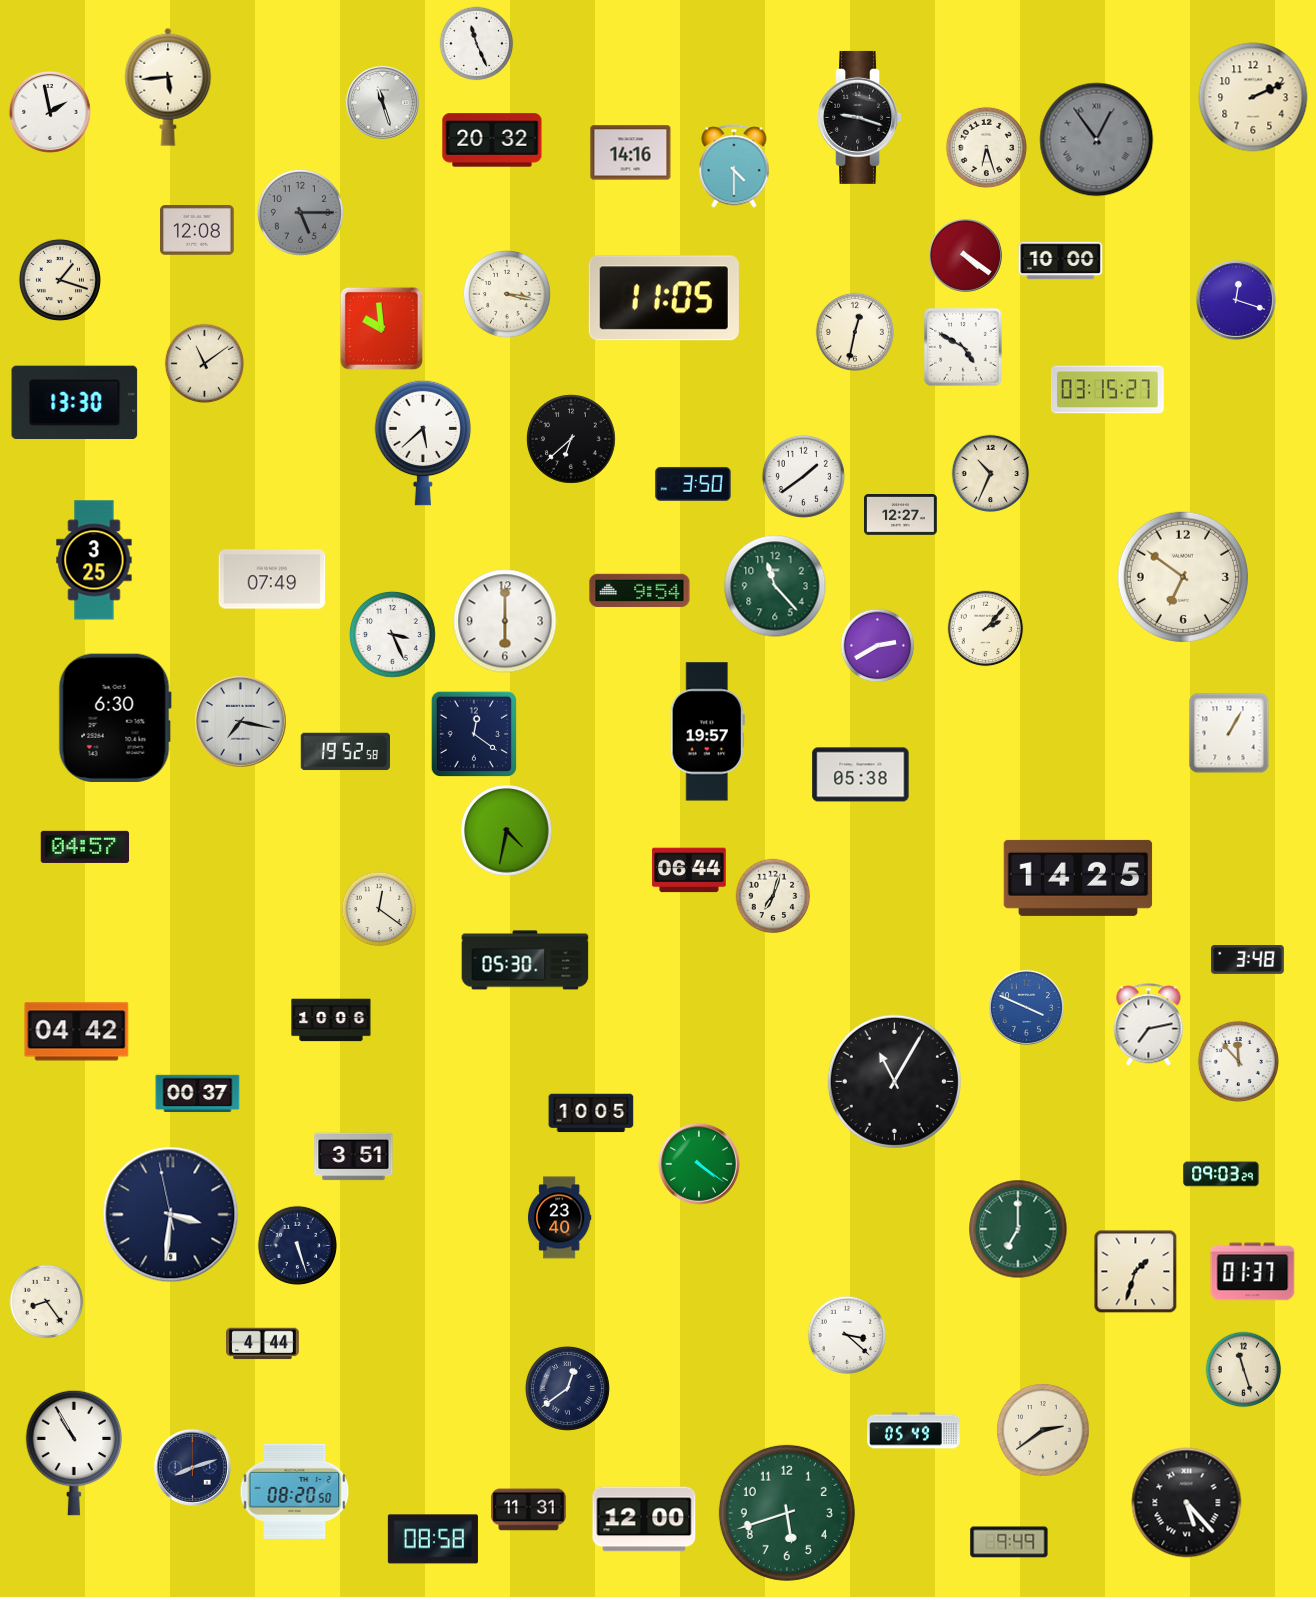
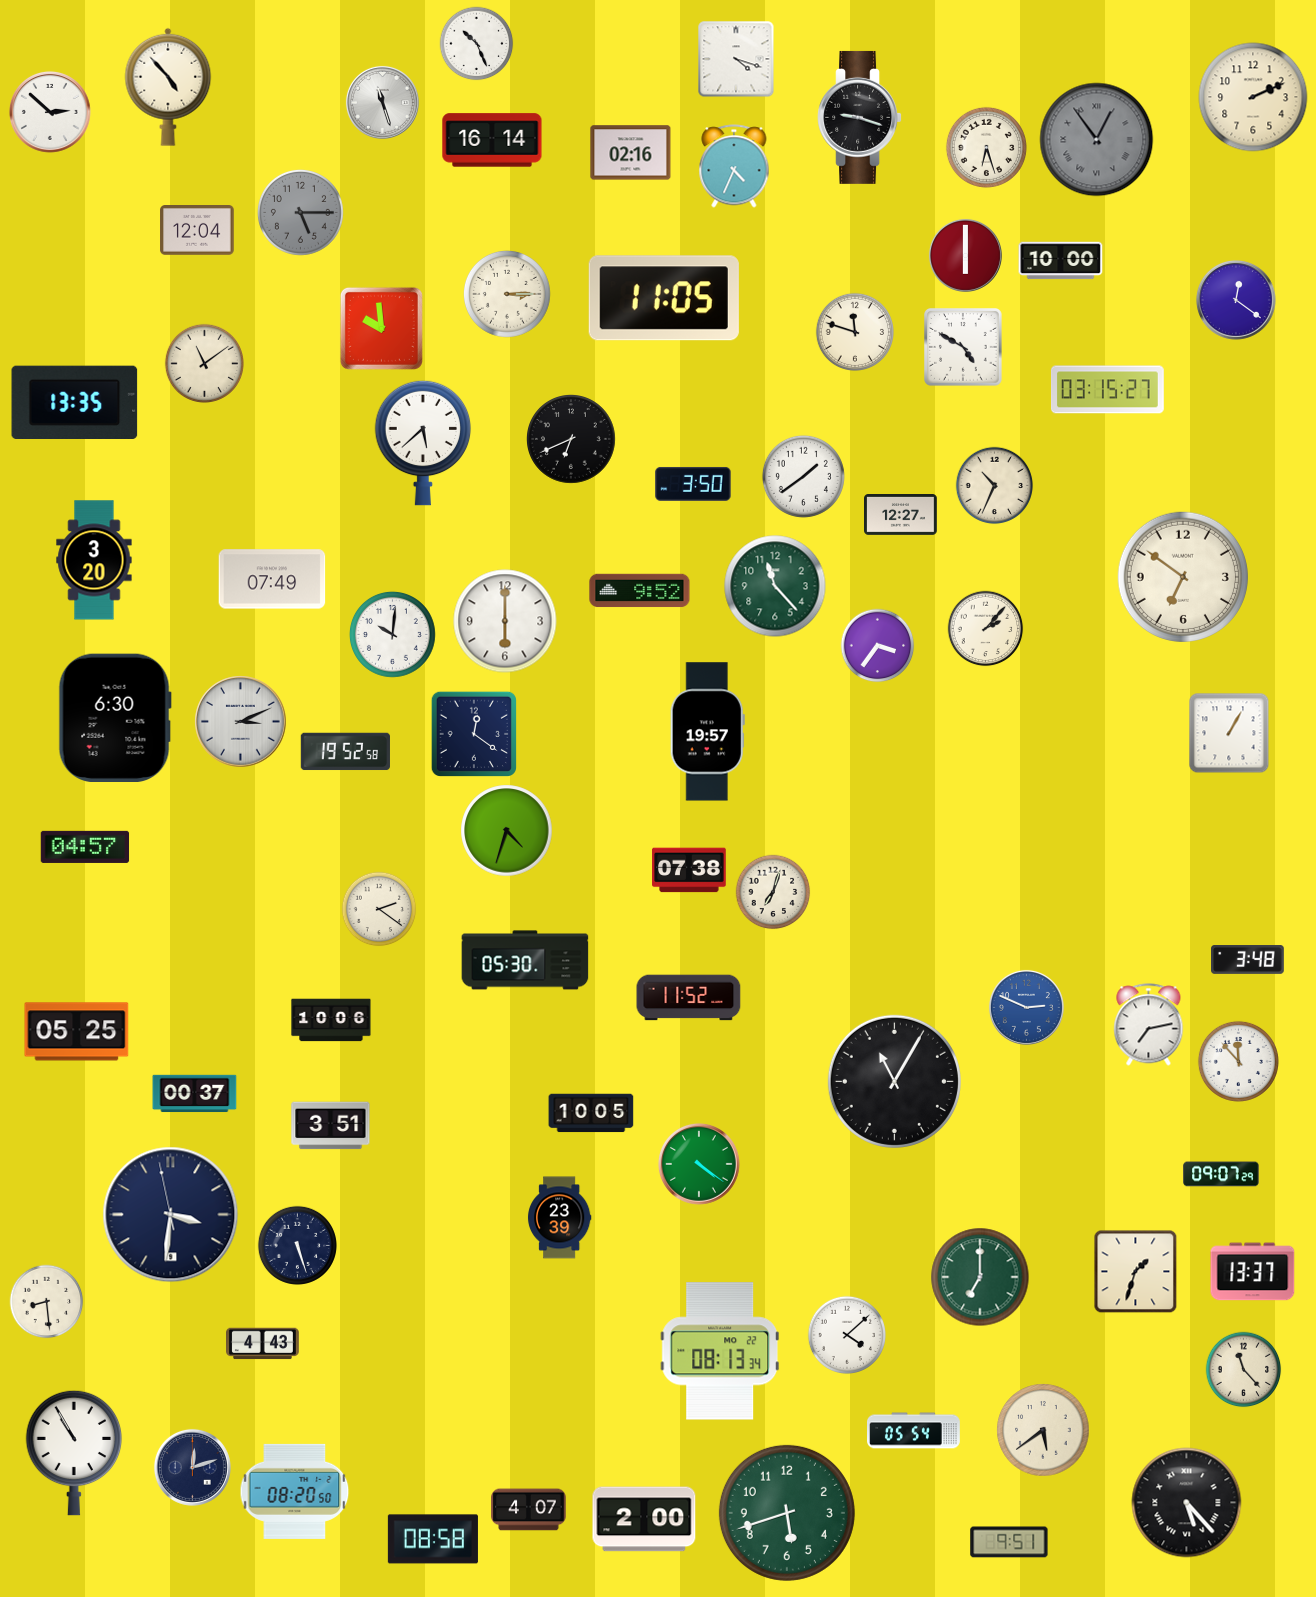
clock at (477, 44): 11:26 -> 10:26
clock at (736, 59): none -> 4:18
clock at (168, 87): 5:44 -> 4:53
clock at (50, 112): 1:58 -> 2:52
clock at (492, 140): 20:32 -> 16:14
clock at (631, 153): 14:16 -> 02:16
clock at (734, 166): 4:30 -> 4:34
clock at (197, 230): 12:08 -> 12:04
clock at (965, 255): 4:21 -> 6:00
clock at (60, 280): 1:18 -> none
clock at (508, 295): 3:17 -> 3:15
clock at (1236, 300): 12:18 -> 12:21
clock at (854, 331): 12:32 -> 11:48
clock at (75, 402): 13:30 -> 13:35
clock at (571, 439): 6:38 -> 6:41
clock at (991, 474) position: (991, 474) -> (995, 486)
clock at (94, 560): 3:25 -> 3:20
clock at (640, 591): 9:54 -> 9:52
clock at (392, 634): 3:26 -> 10:01
clock at (878, 646): 2:40 -> 3:36
clock at (241, 722): 7:17 -> 3:11
clock at (861, 775): 05:38 -> none
clock at (507, 831): 4:32 -> 4:33
clock at (689, 870): 06:44 -> 07:38
clock at (1078, 878): 14:25 -> none
clock at (773, 896) position: (773, 896) -> (773, 892)
clock at (379, 909): 12:21 -> 2:21
clock at (689, 998): none -> 11:52
clock at (1026, 1007): 3:49 -> 2:49
clock at (77, 1032): 04:42 -> 05:25
clock at (198, 1094) position: (198, 1094) -> (195, 1094)
clock at (354, 1157) position: (354, 1157) -> (331, 1126)
clock at (1221, 1174): 09:03 -> 09:07
clock at (559, 1218): 23:40 -> 23:39
clock at (1018, 1229) position: (1018, 1229) -> (980, 1277)
clock at (1253, 1272): 01:37 -> 13:37
clock at (47, 1302): 8:24 -> 8:29
clock at (846, 1334): 3:22 -> 4:08
clock at (263, 1344): 4:44 -> 4:43
clock at (720, 1351): none -> 08:13
clock at (1244, 1370): 11:27 -> 11:23
clock at (567, 1388): 12:39 -> none
clock at (1043, 1430): 2:39 -> 5:39
clock at (914, 1431): 05:49 -> 05:54
clock at (192, 1467): 8:12 -> 12:12
clock at (529, 1510): 11:31 -> 4:07
clock at (644, 1519): 12:00 -> 2:00
clock at (1009, 1542): 9:49 -> 9:51
